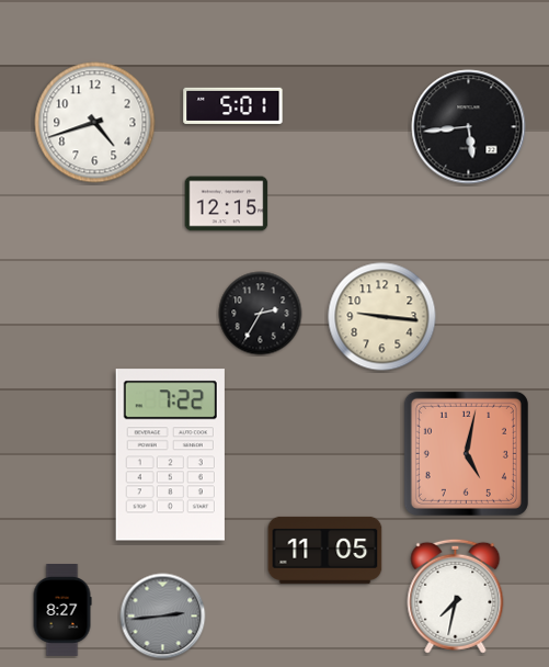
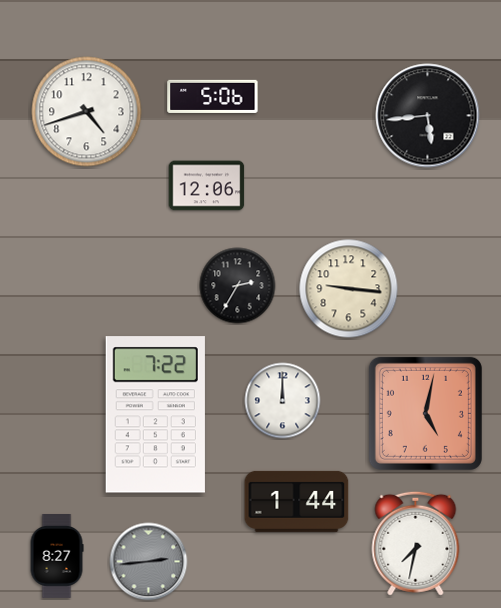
clock at (233, 105): 5:01 -> 5:06
clock at (227, 204): 12:15 -> 12:06
clock at (283, 401): none -> 12:00
clock at (325, 550): 11:05 -> 1:44
